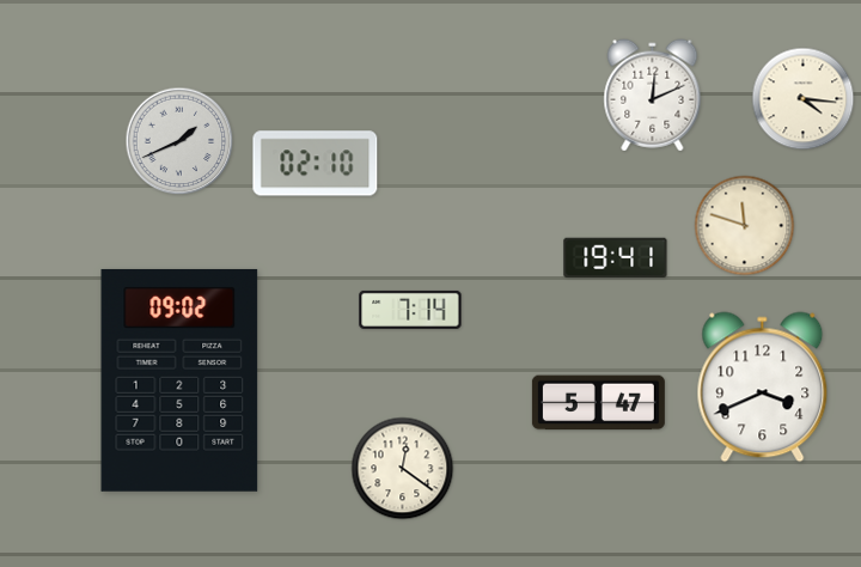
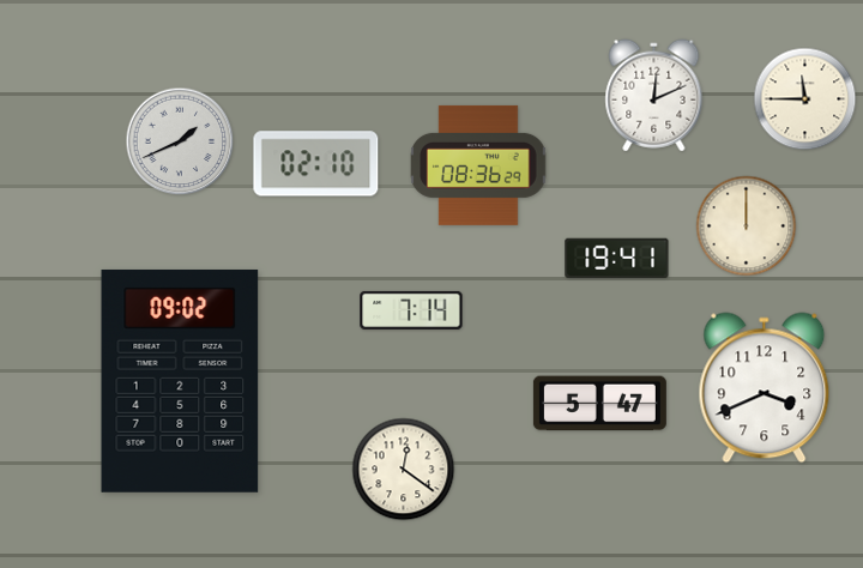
clock at (804, 99): 4:16 -> 11:45
clock at (478, 165): none -> 08:36
clock at (745, 226): 11:48 -> 12:00
